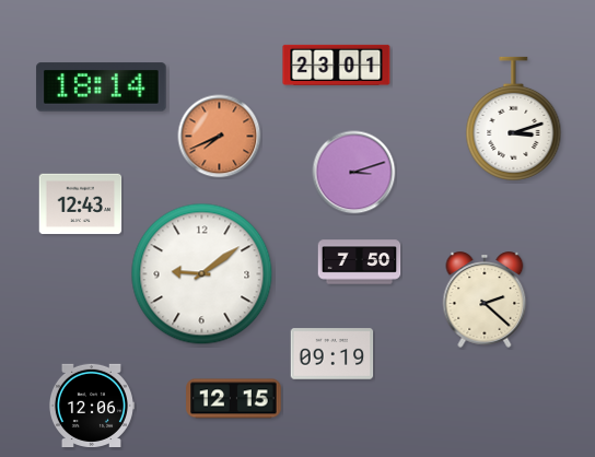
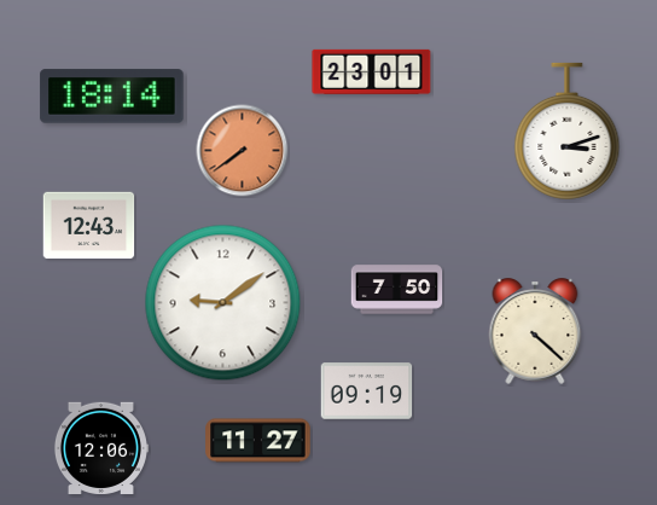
clock at (220, 137): 7:41 -> 7:39
clock at (354, 173): 3:12 -> none
clock at (485, 300): 2:22 -> 4:22
clock at (234, 399): 12:15 -> 11:27
